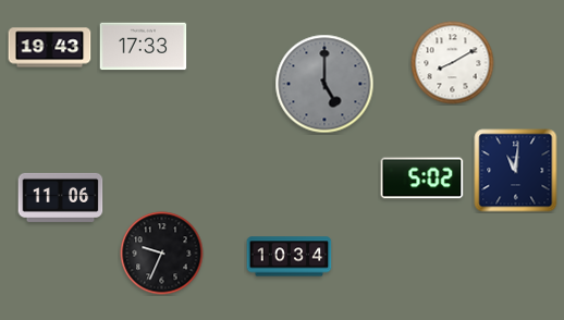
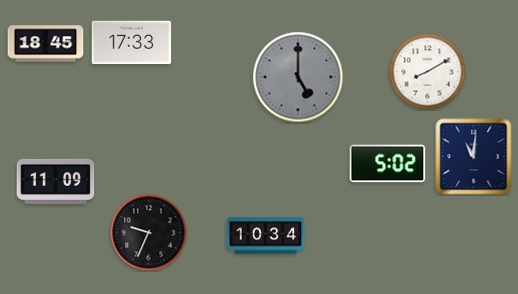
clock at (50, 48): 19:43 -> 18:45
clock at (453, 63) position: (453, 63) -> (428, 72)
clock at (61, 197): 11:06 -> 11:09
